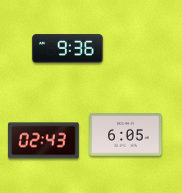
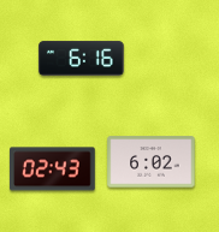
clock at (68, 48): 9:36 -> 6:16
clock at (126, 135): 6:05 -> 6:02
